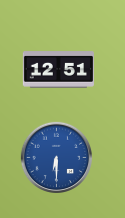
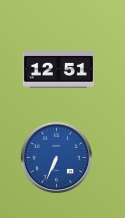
clock at (56, 157): 6:30 -> 6:34
